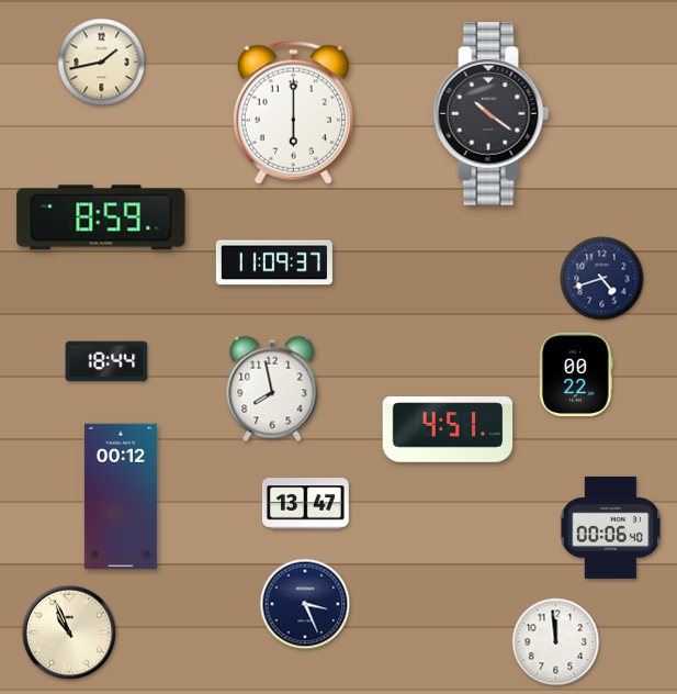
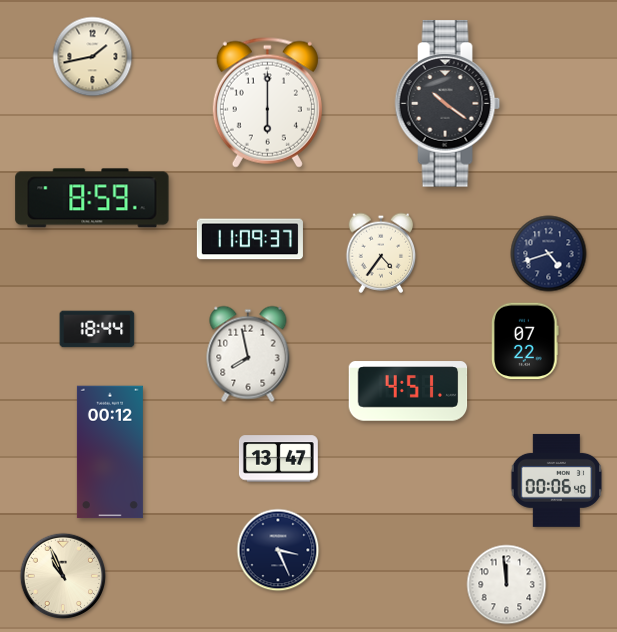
clock at (381, 253): none -> 4:36
clock at (576, 374): 00:22 -> 07:22
